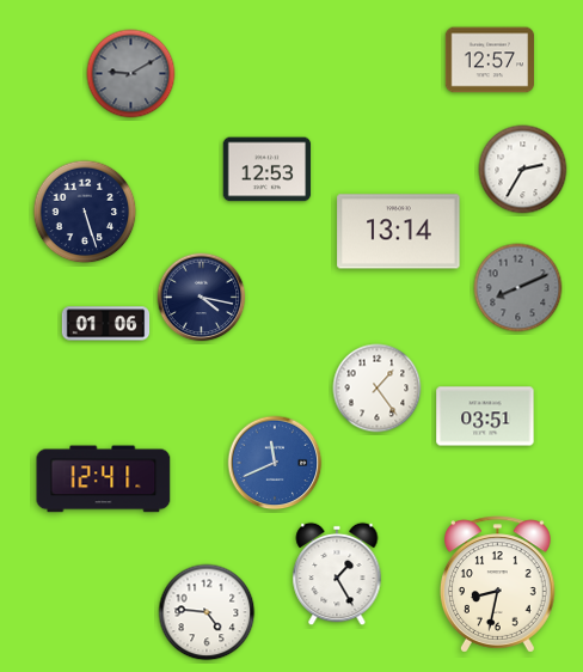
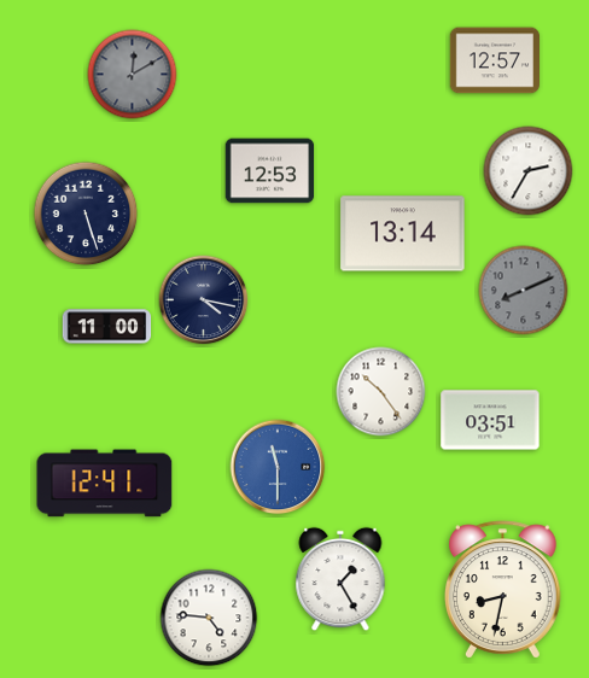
clock at (131, 74): 9:10 -> 12:10
clock at (106, 324): 01:06 -> 11:00
clock at (378, 389): 1:24 -> 10:24
clock at (275, 463): 11:41 -> 11:30
